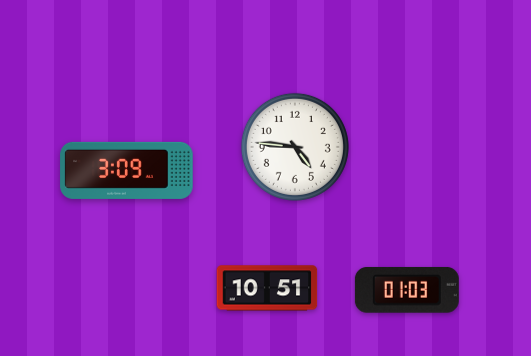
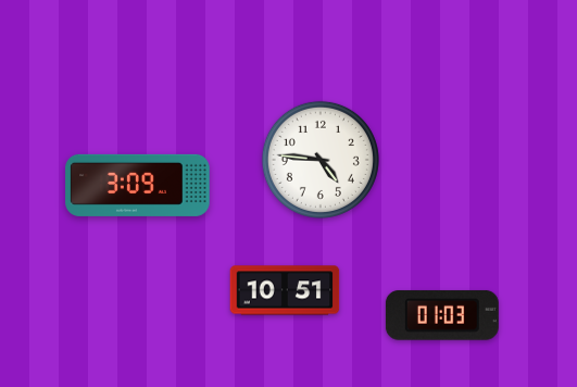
clock at (267, 288) position: (267, 288) -> (285, 290)
